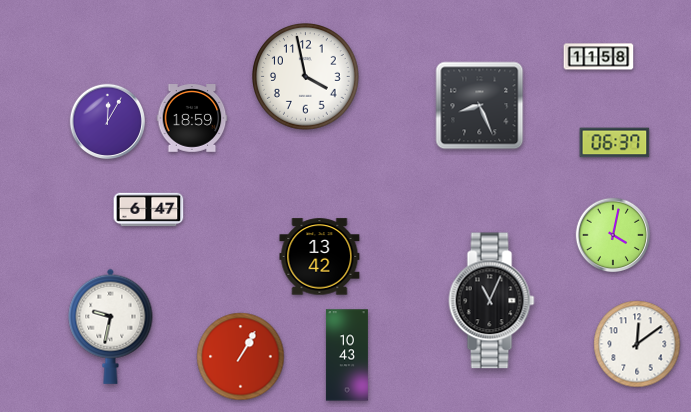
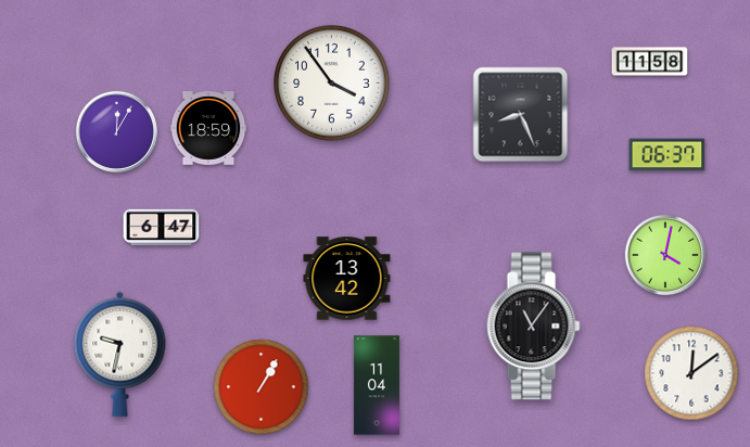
clock at (306, 77): 3:58 -> 3:54
clock at (492, 301): 11:04 -> 11:06
clock at (347, 355): 10:43 -> 11:04
